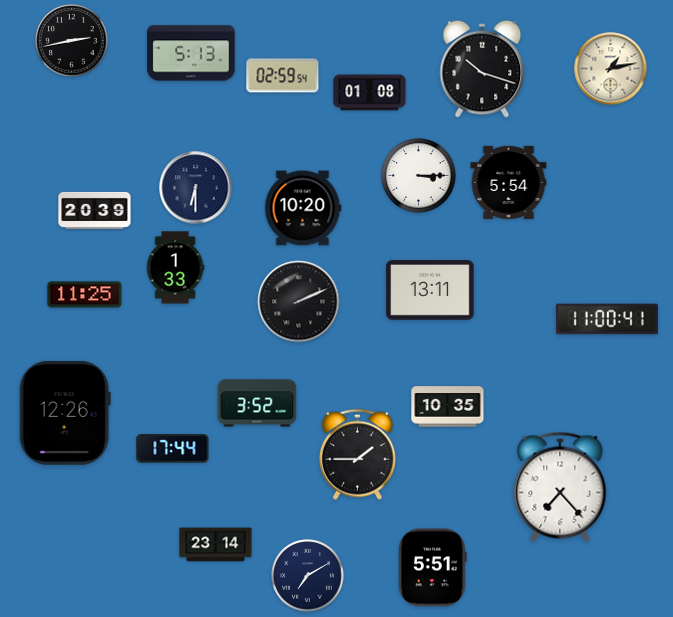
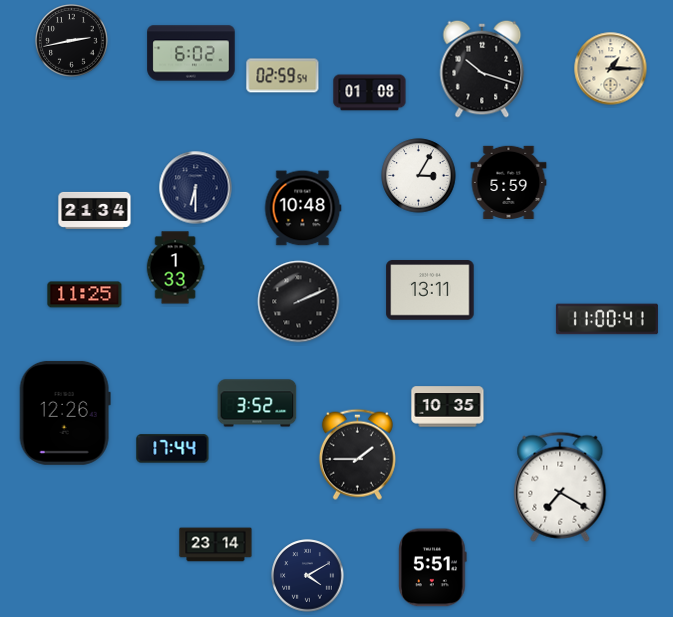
clock at (191, 53): 5:13 -> 6:02
clock at (611, 69): 1:13 -> 1:15
clock at (419, 176): 3:15 -> 3:05
clock at (509, 182): 5:54 -> 5:59
clock at (303, 208): 10:20 -> 10:48
clock at (95, 210): 20:39 -> 21:34
clock at (560, 487): 7:23 -> 7:20
clock at (308, 576): 7:10 -> 4:10
